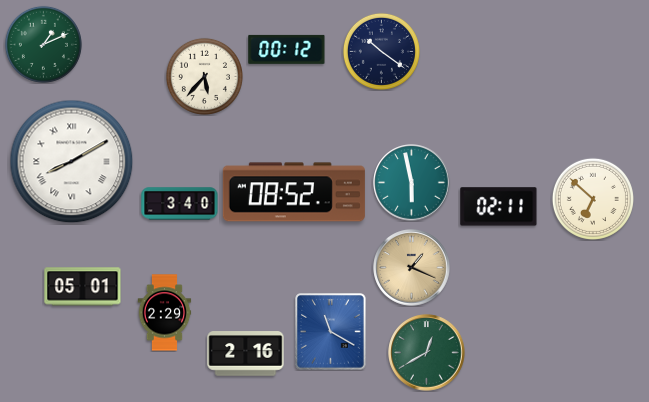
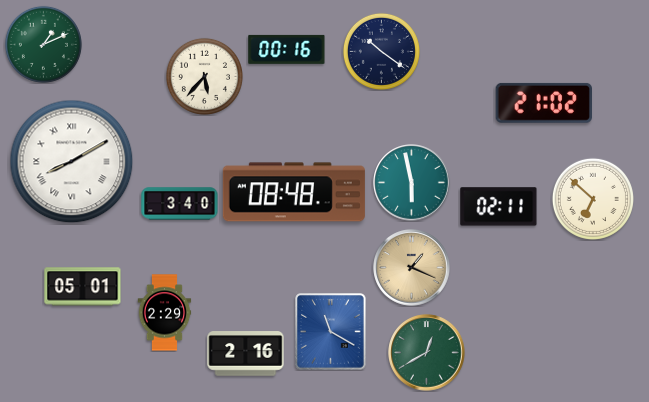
clock at (287, 49): 00:12 -> 00:16
clock at (543, 103): none -> 21:02
clock at (294, 192): 08:52 -> 08:48
